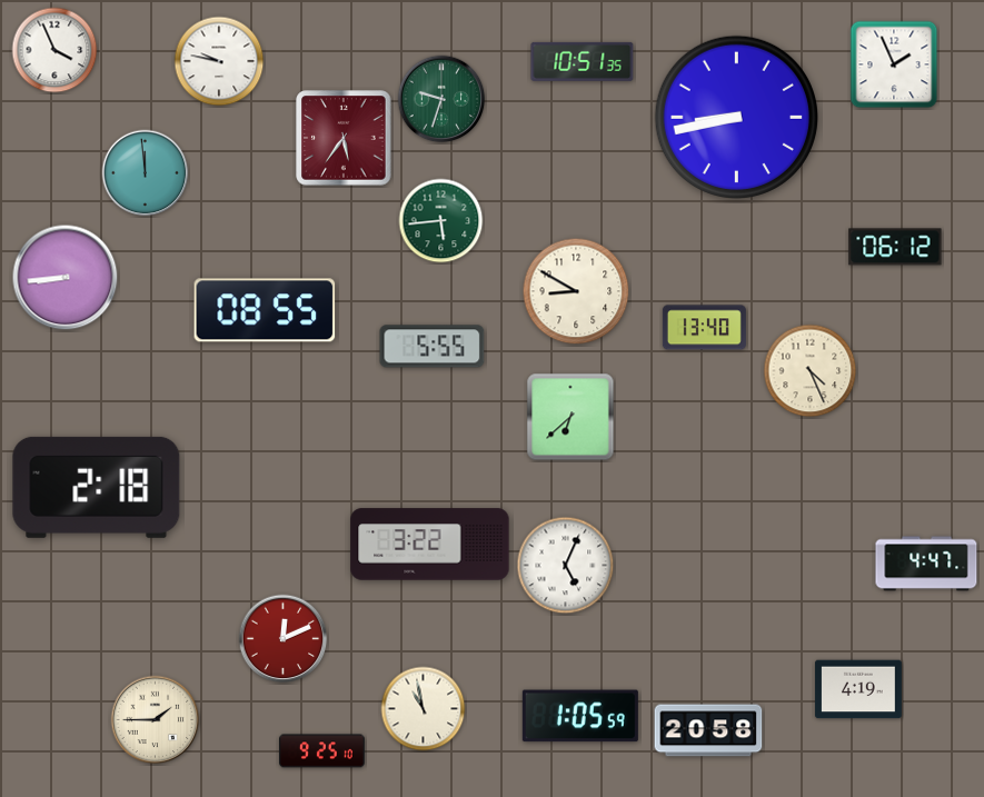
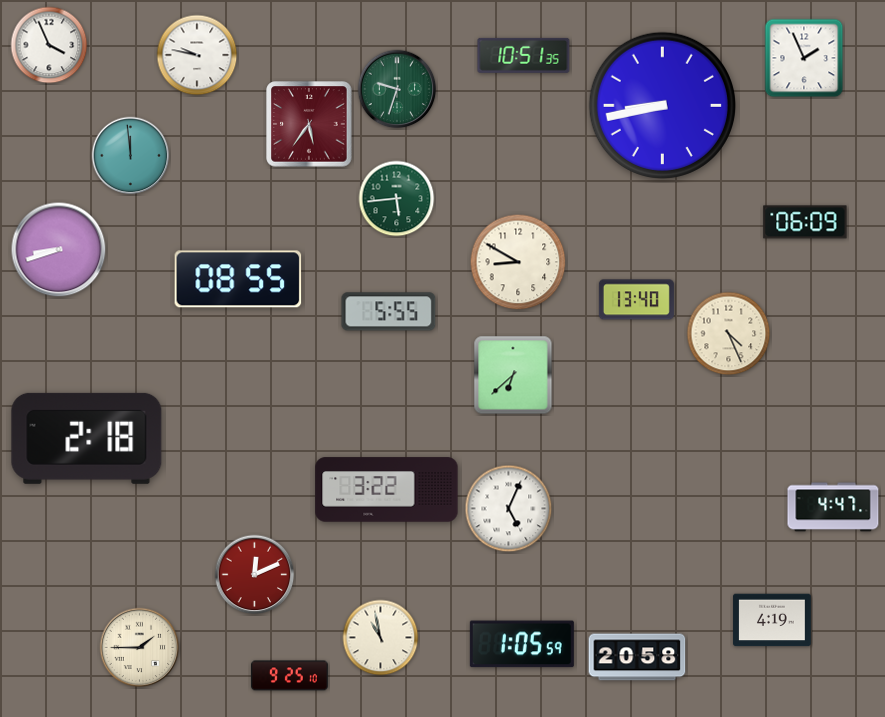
clock at (895, 247): 06:12 -> 06:09
clock at (66, 278): 8:44 -> 8:42
clock at (704, 328) position: (704, 328) -> (636, 300)
